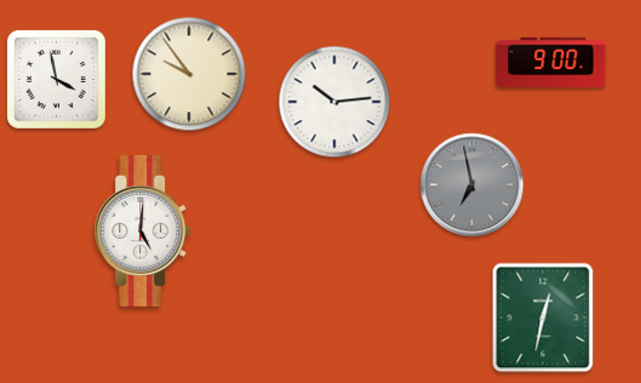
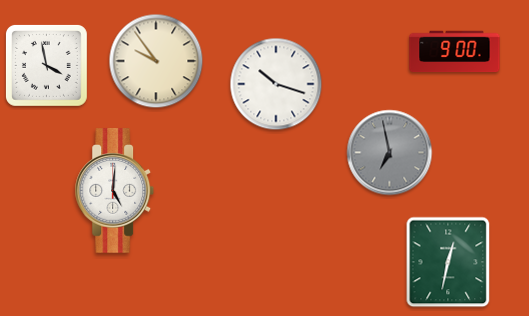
clock at (334, 102): 10:14 -> 10:18
clock at (143, 231) position: (143, 231) -> (115, 191)
